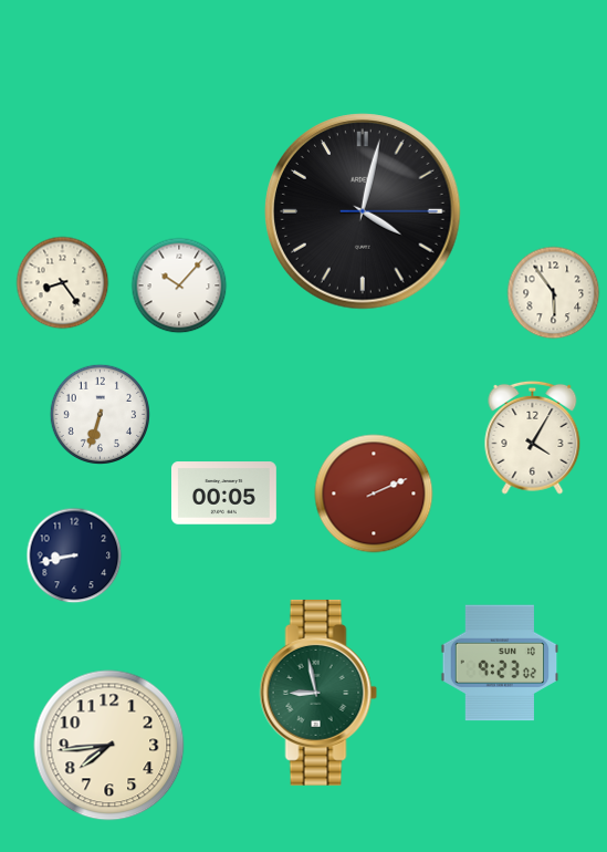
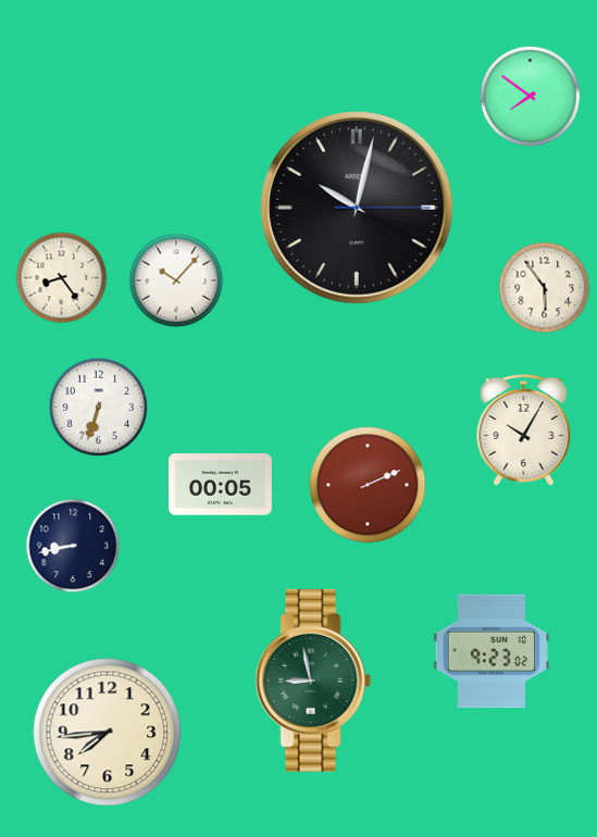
clock at (530, 96): none -> 7:51
clock at (363, 211): 4:02 -> 10:02
clock at (533, 437): 4:05 -> 10:05
